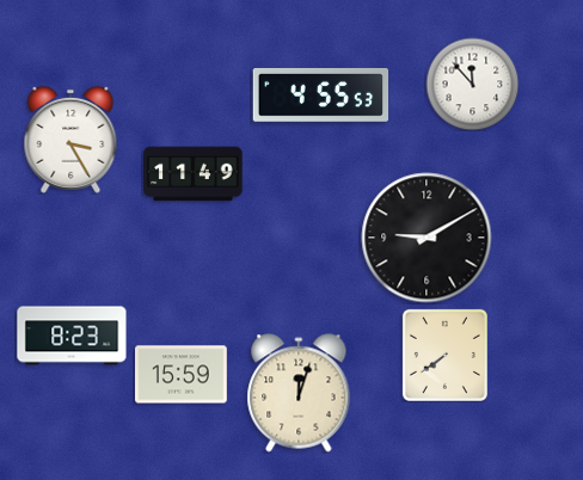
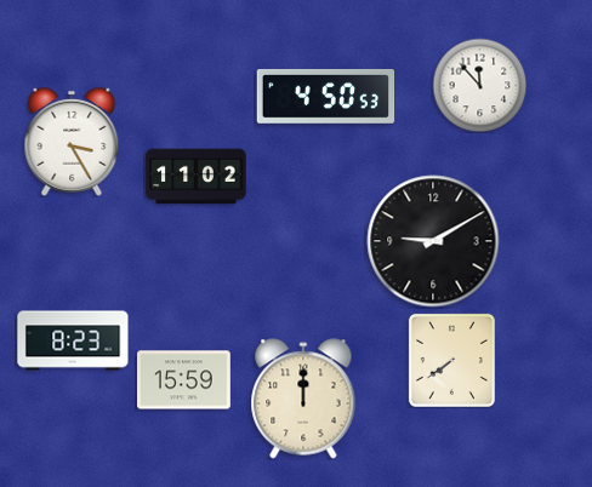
clock at (321, 96): 4:55 -> 4:50
clock at (194, 174): 11:49 -> 11:02
clock at (299, 393): 12:03 -> 12:00
